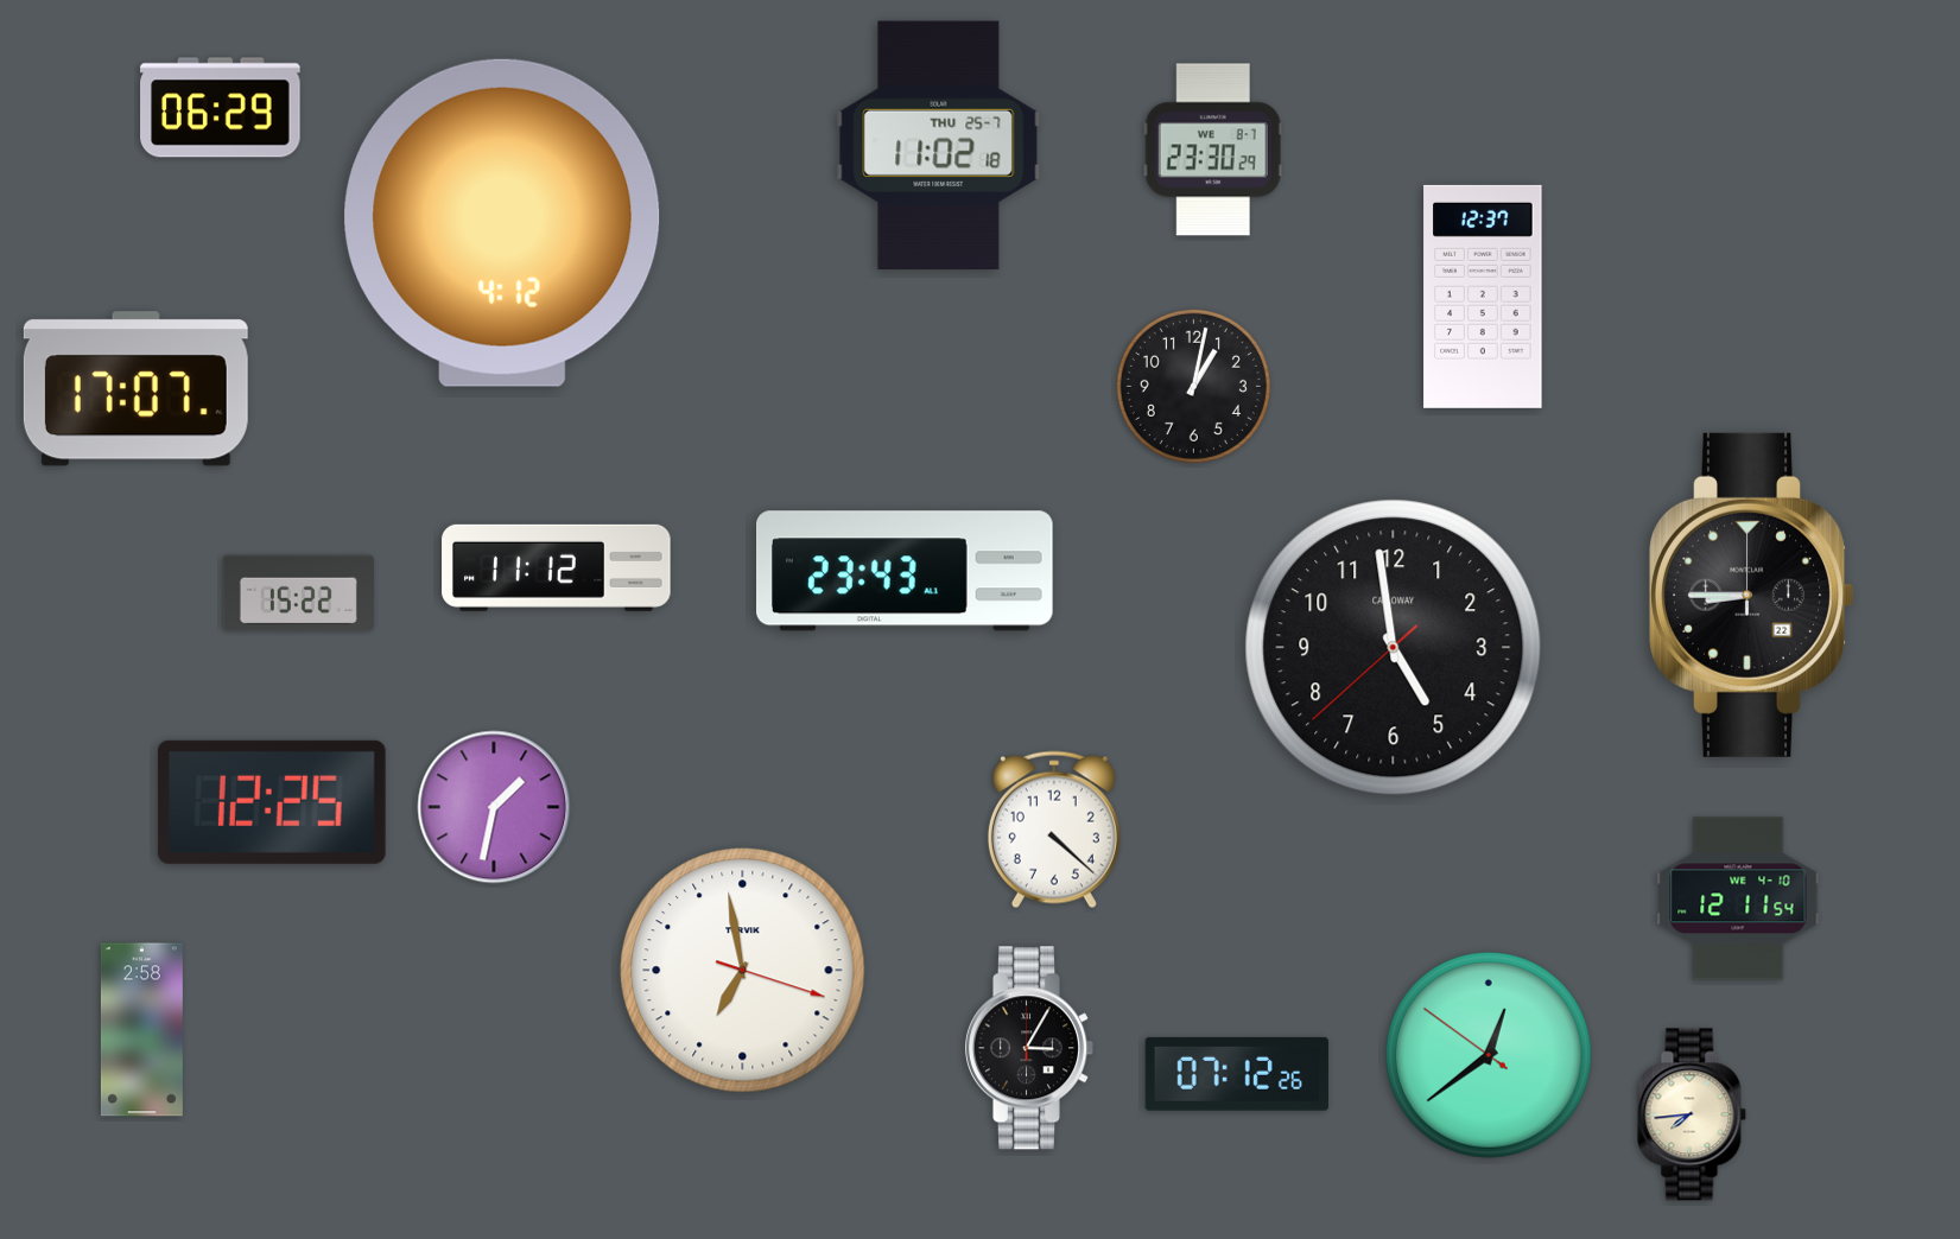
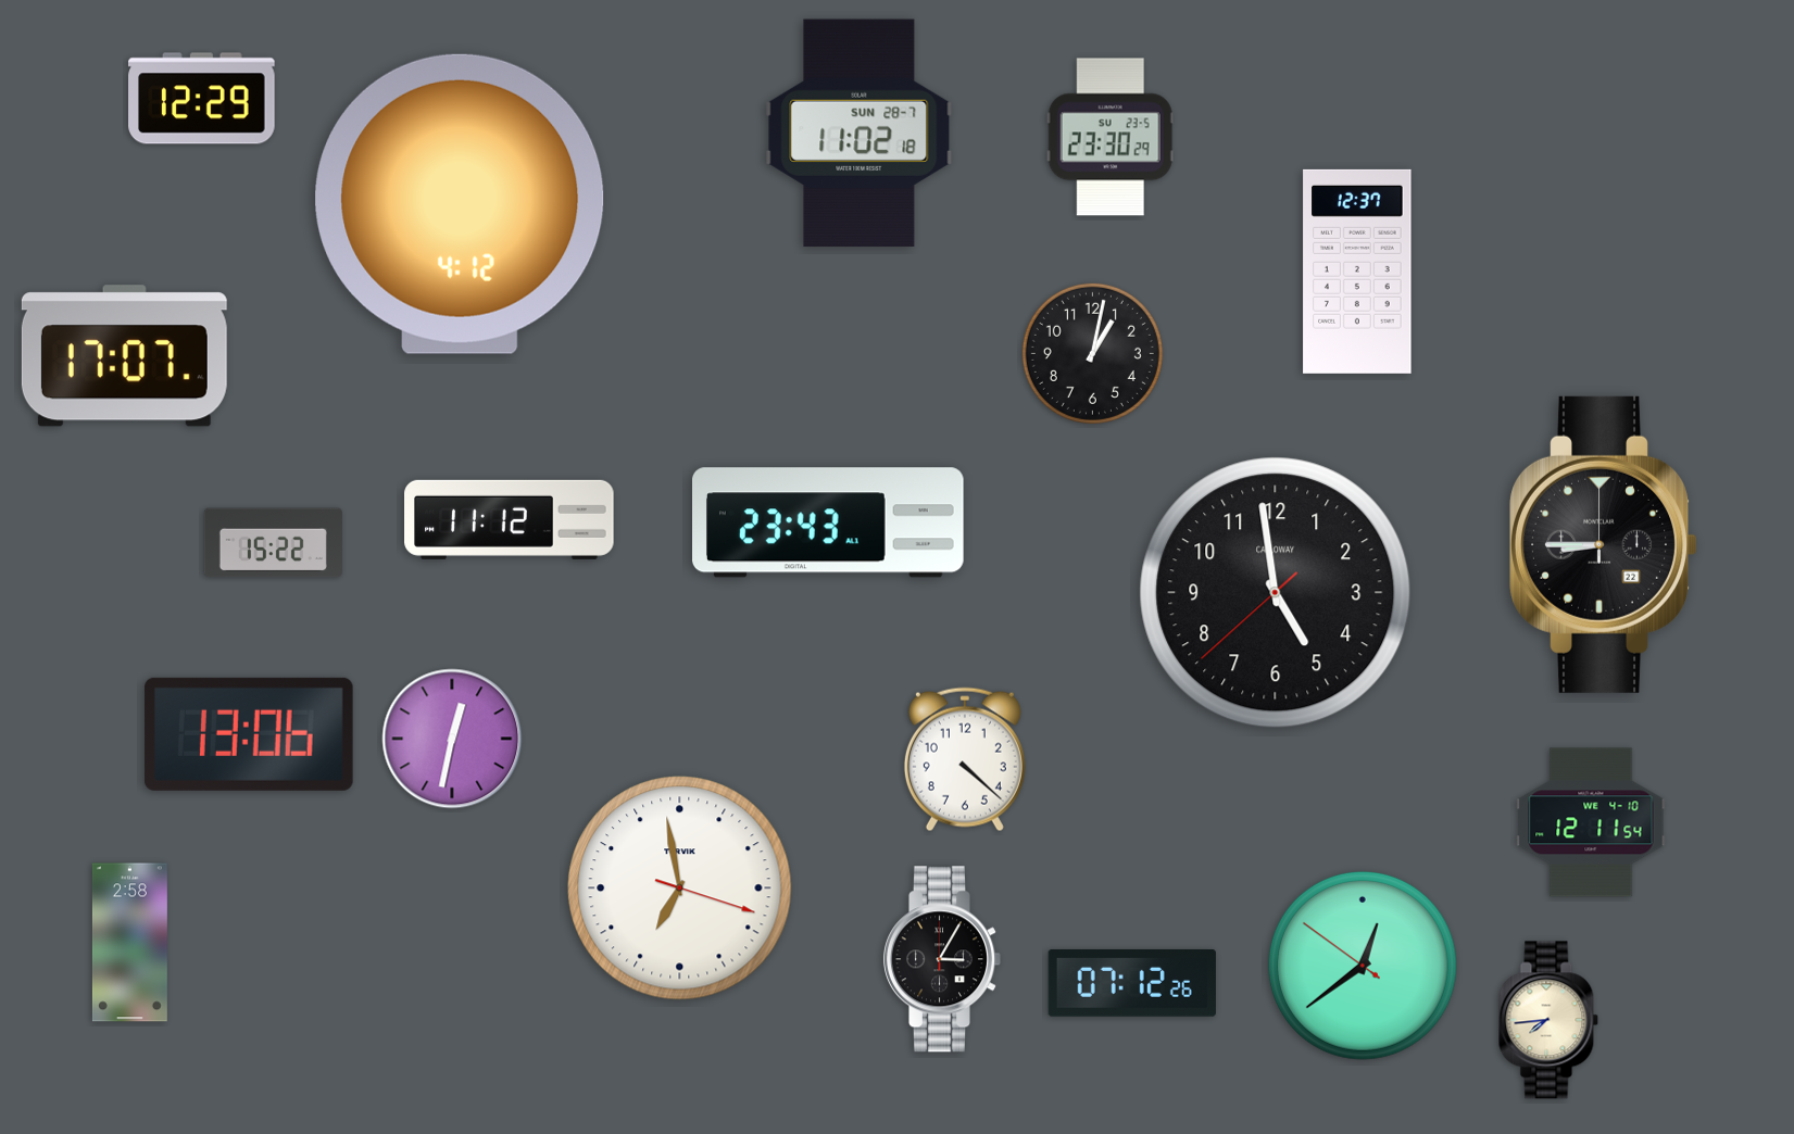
clock at (221, 108): 06:29 -> 12:29
clock at (939, 145) date: THU 25-7 -> SUN 28-7
clock at (1213, 150) date: WE 8-7 -> SU 23-5
clock at (272, 802): 12:25 -> 13:06
clock at (494, 807): 1:32 -> 12:32
